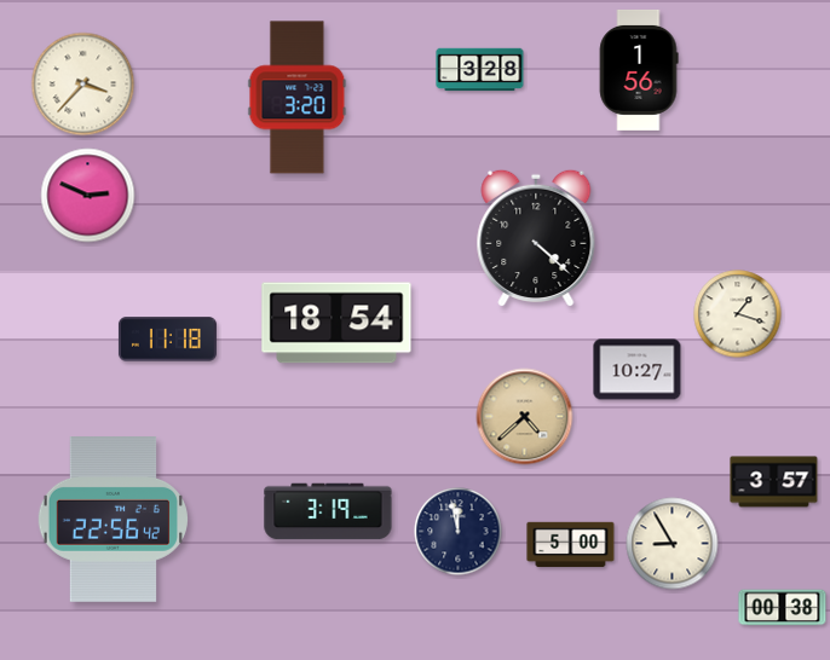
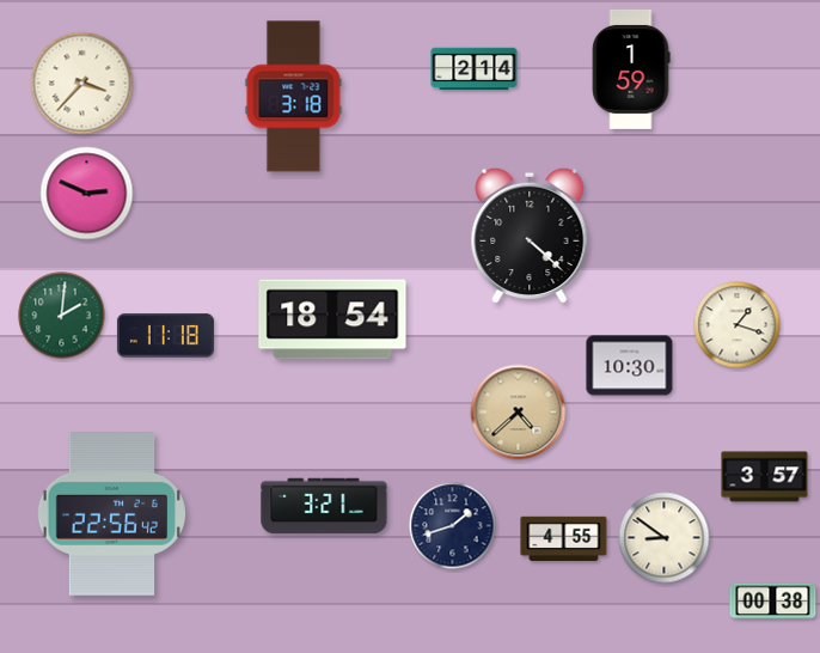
clock at (480, 70): 3:28 -> 2:14
clock at (639, 70): 1:56 -> 1:59
clock at (298, 98): 3:20 -> 3:18
clock at (738, 314) position: (738, 314) -> (738, 325)
clock at (62, 316): none -> 2:01
clock at (638, 370): 10:27 -> 10:30
clock at (328, 511): 3:19 -> 3:21
clock at (459, 532): 11:58 -> 1:42
clock at (673, 544): 8:55 -> 8:51
clock at (571, 545): 5:00 -> 4:55
